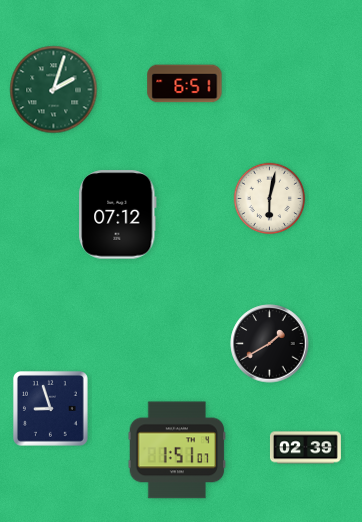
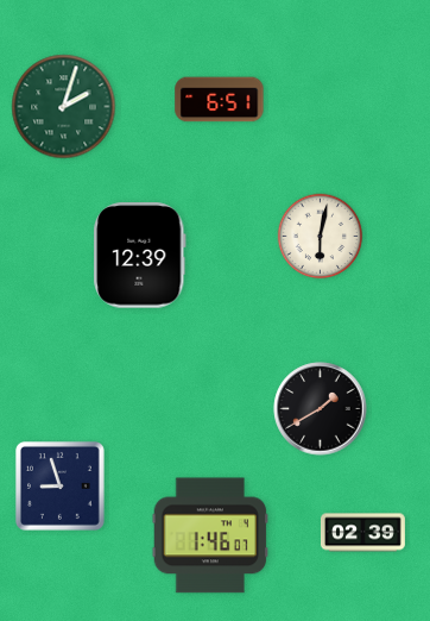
clock at (118, 215): 07:12 -> 12:39
clock at (177, 450): 1:51 -> 1:46
